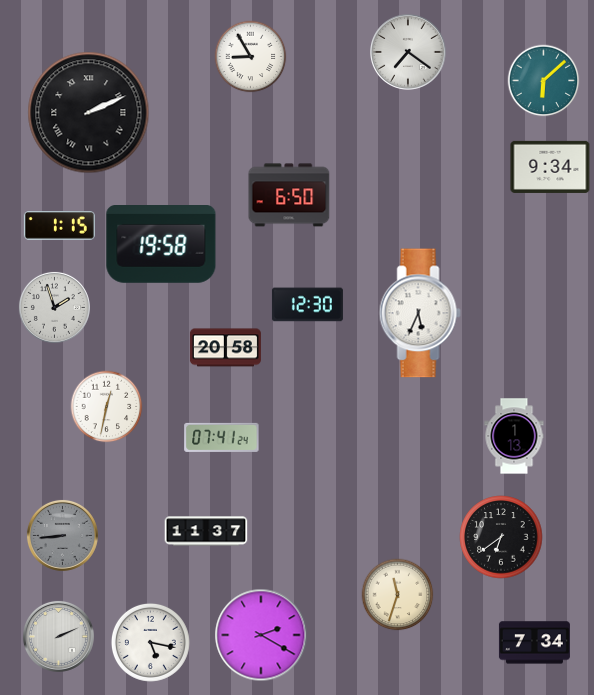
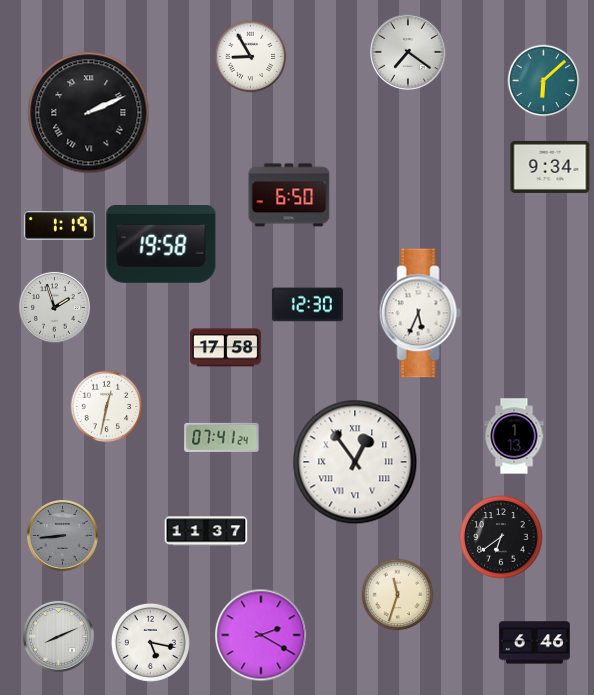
clock at (59, 226): 1:15 -> 1:19
clock at (225, 348): 20:58 -> 17:58
clock at (355, 462): none -> 12:54
clock at (58, 636): 2:11 -> 8:11
clock at (534, 643): 7:34 -> 6:46
